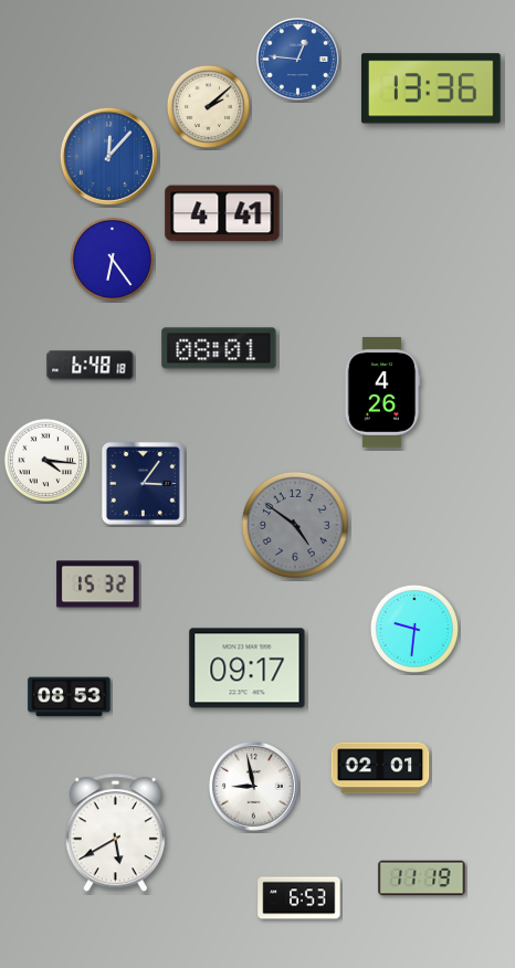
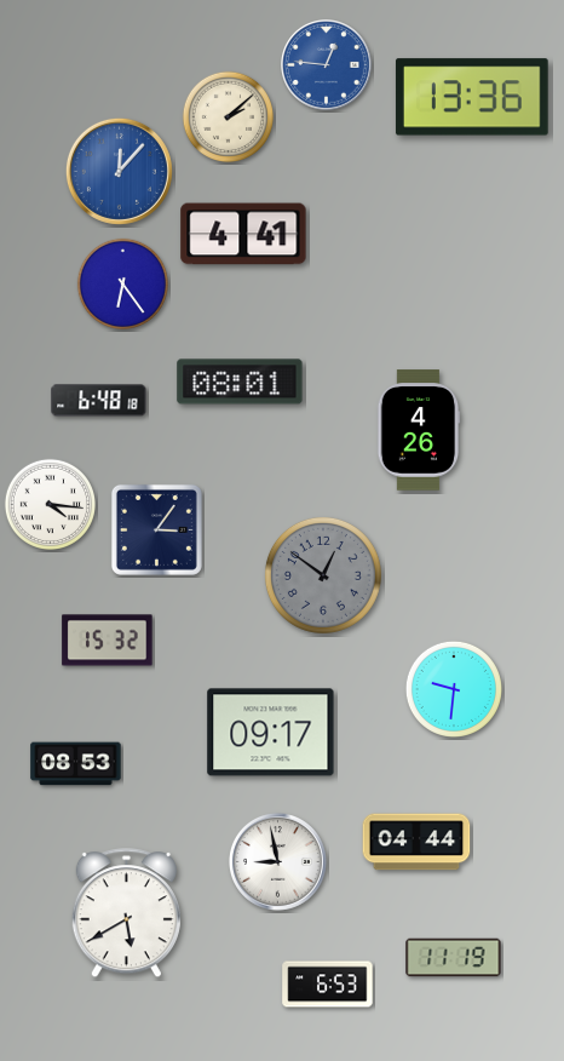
clock at (295, 525): 4:51 -> 12:51
clock at (380, 768): 02:01 -> 04:44
clock at (422, 878) position: (422, 878) -> (454, 958)
